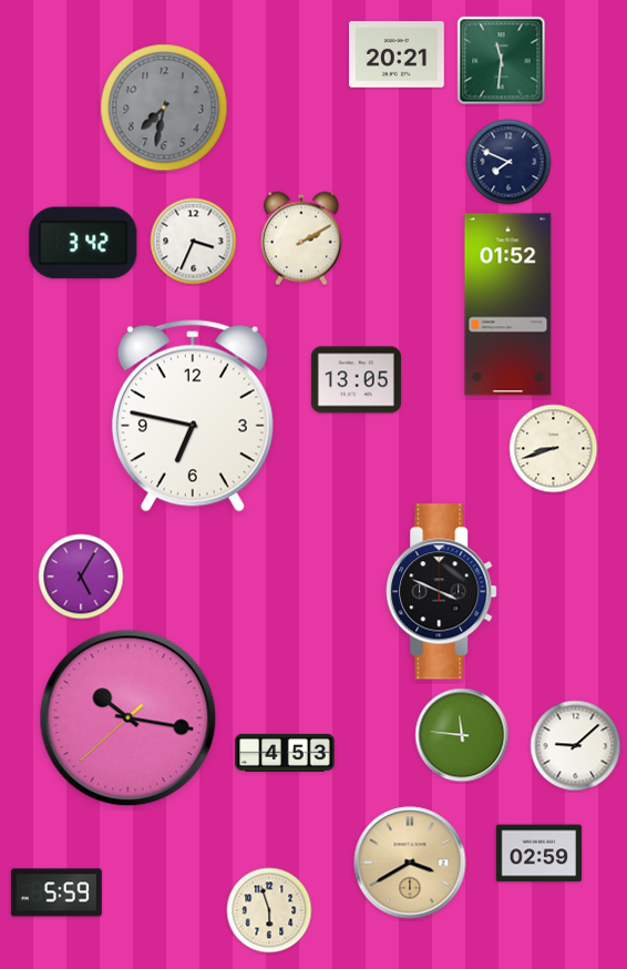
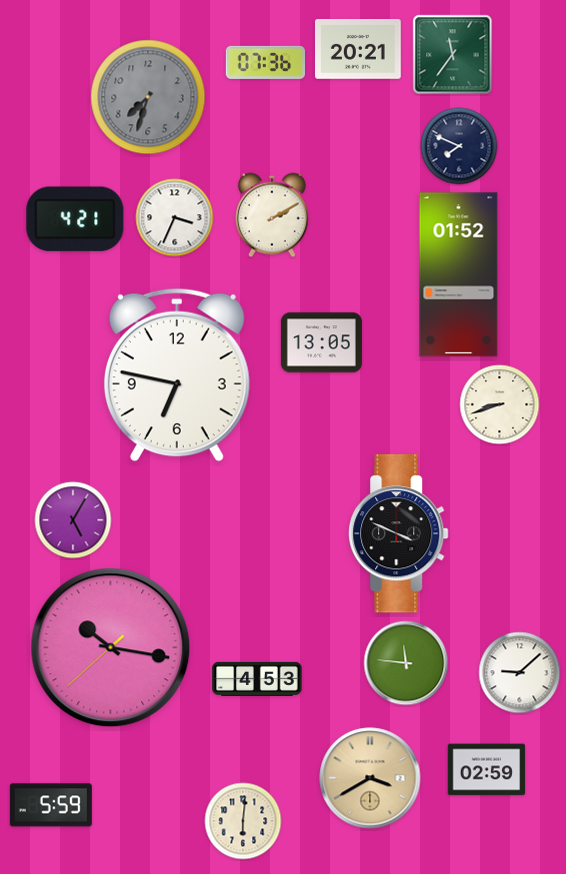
clock at (502, 61): 11:31 -> 11:36
clock at (265, 62): none -> 07:36
clock at (164, 108): 7:32 -> 7:33
clock at (83, 243): 3:42 -> 4:21
clock at (193, 416) position: (193, 416) -> (177, 375)
clock at (129, 718) position: (129, 718) -> (111, 648)
clock at (462, 735) position: (462, 735) -> (406, 663)
clock at (269, 910): 5:57 -> 6:01
